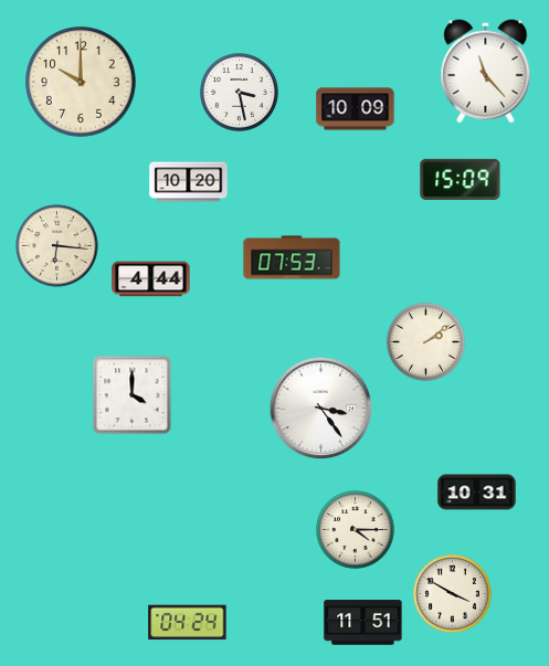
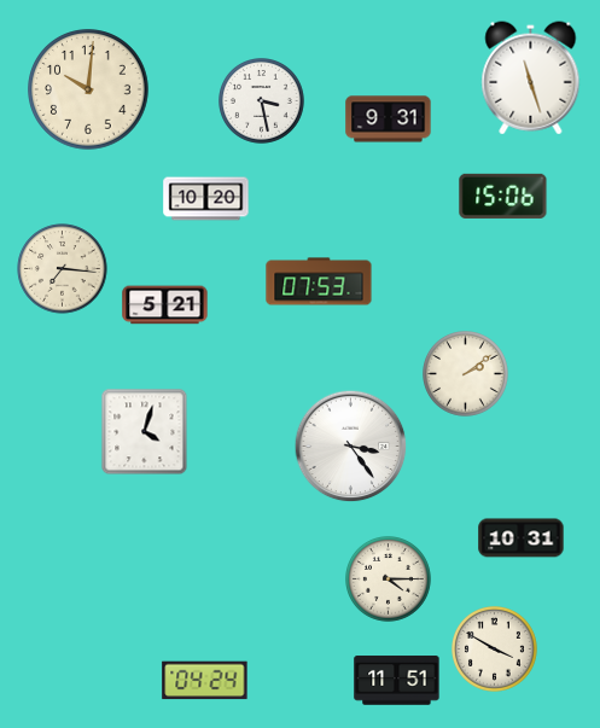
clock at (486, 72): 11:23 -> 11:27
clock at (81, 82): 10:00 -> 10:01
clock at (356, 109): 10:09 -> 9:31
clock at (461, 179): 15:09 -> 15:06
clock at (57, 246): 6:16 -> 7:16
clock at (151, 279): 4:44 -> 5:21
clock at (133, 395): 4:00 -> 4:03
